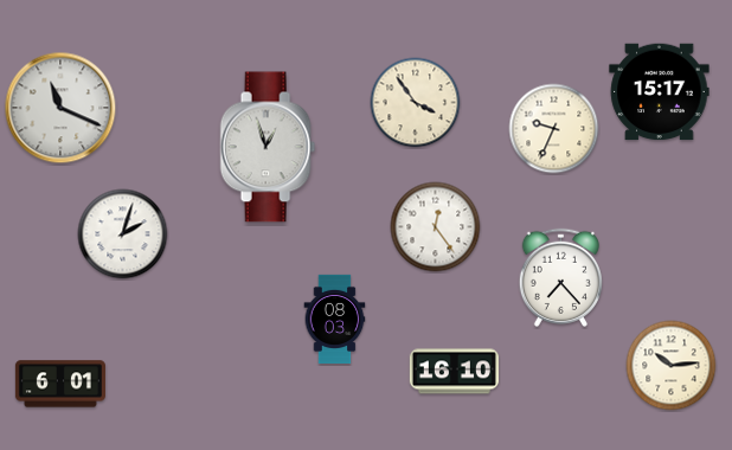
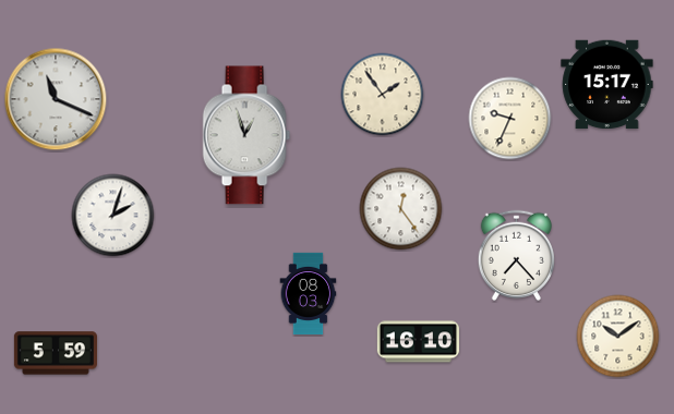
clock at (416, 103): 3:54 -> 1:54
clock at (672, 366): 10:14 -> 10:09
clock at (60, 384): 6:01 -> 5:59
